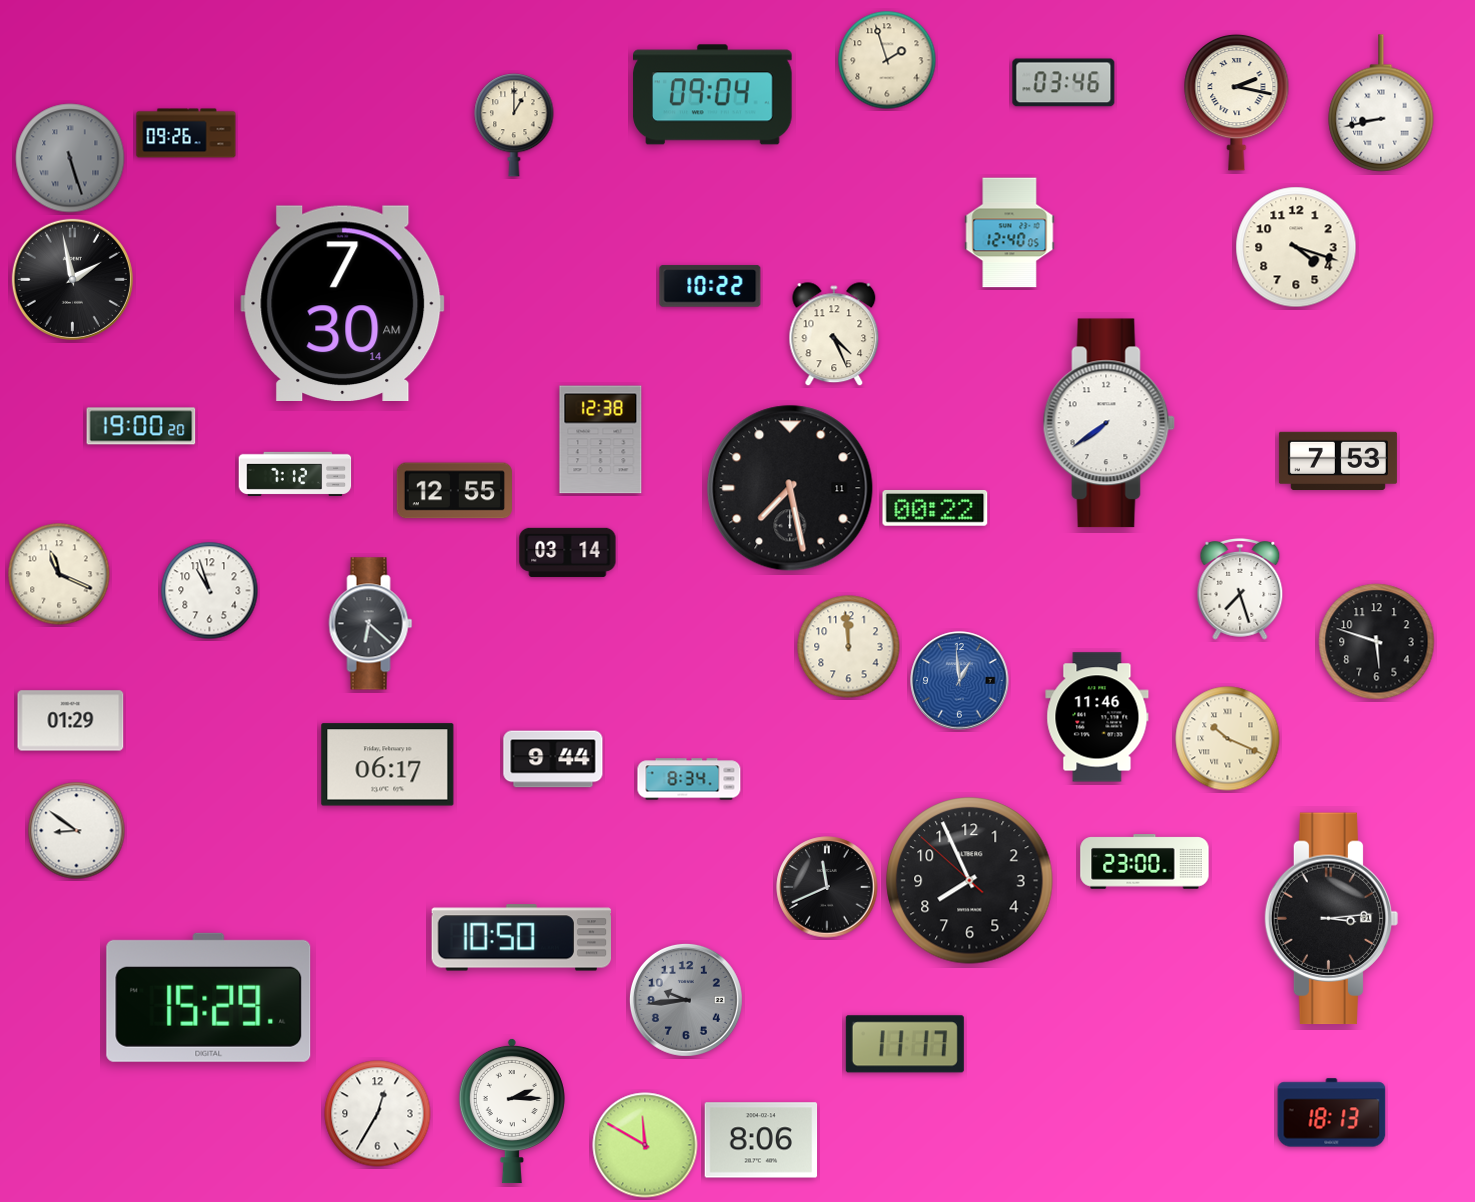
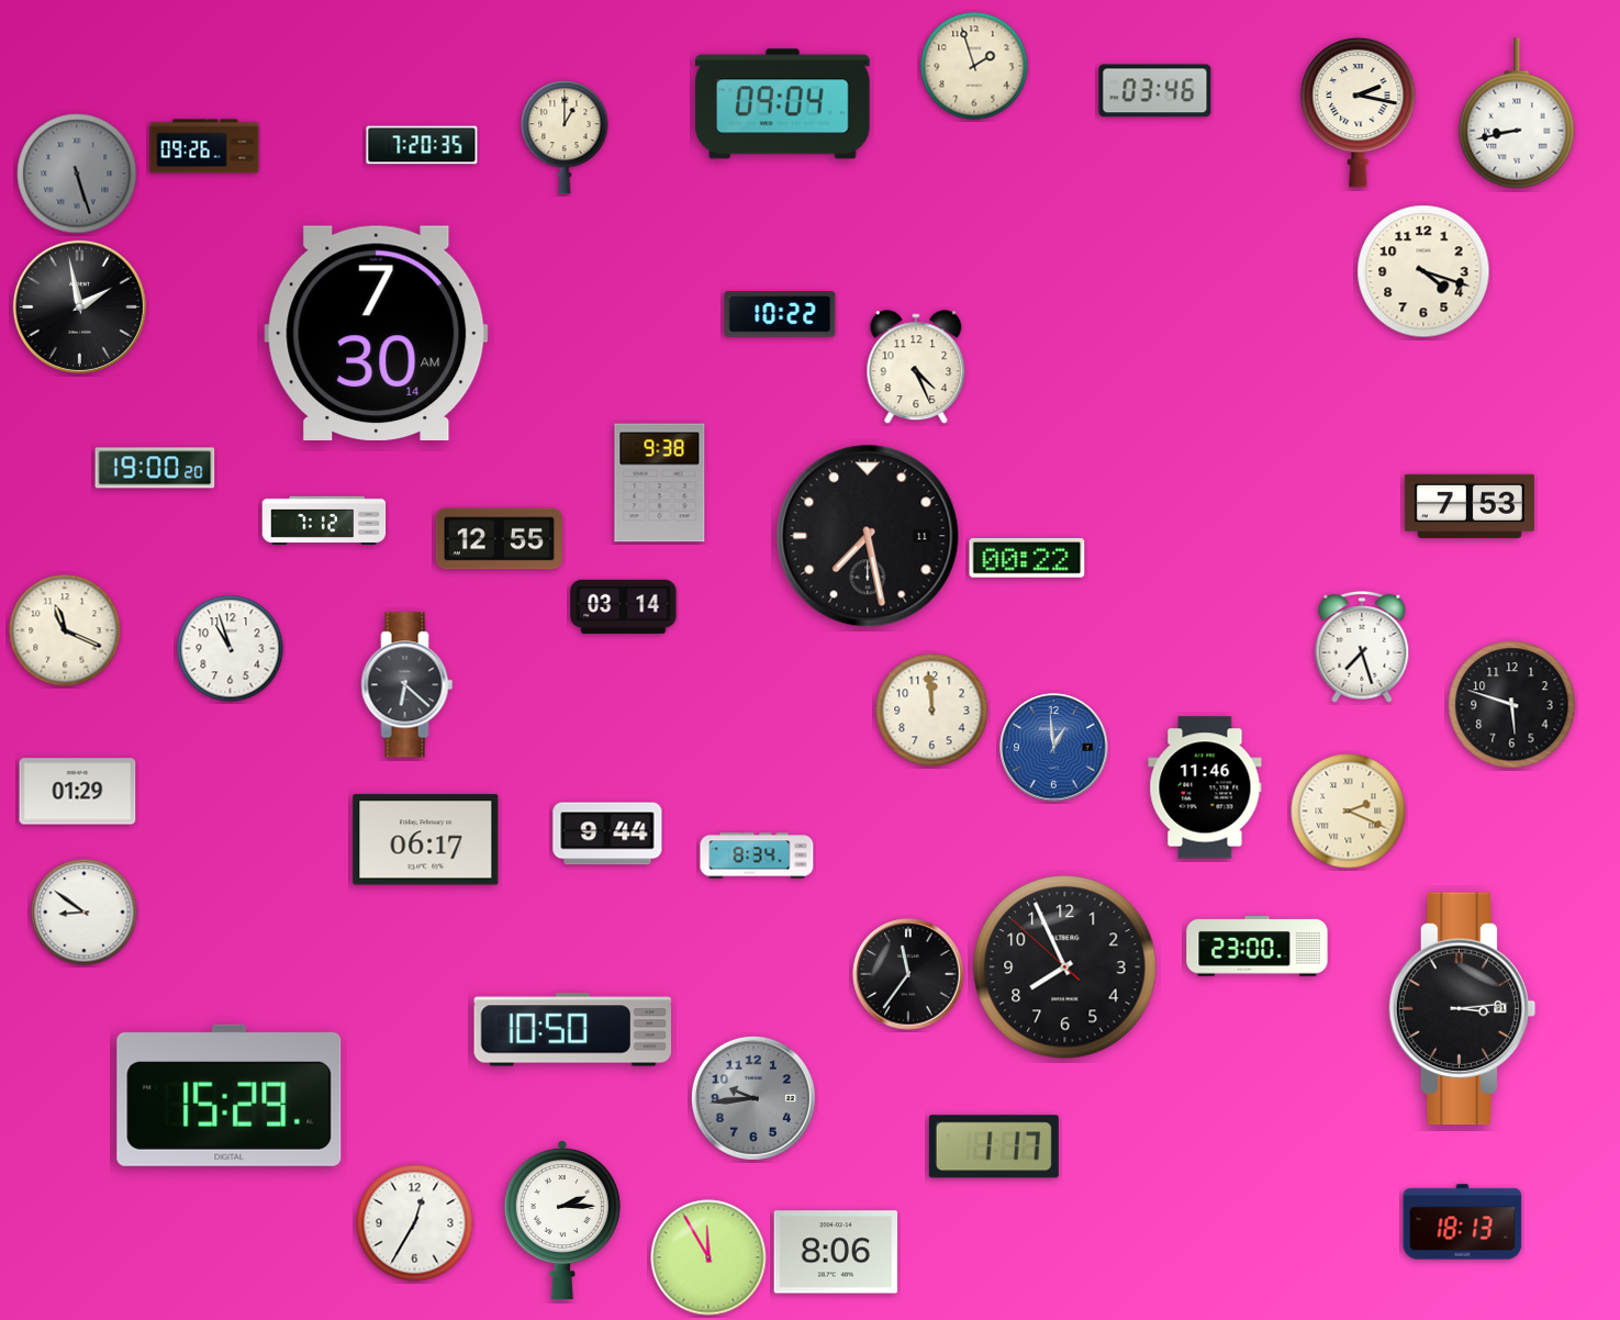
clock at (1064, 83) position: (1064, 83) -> (1155, 91)
clock at (422, 145): none -> 7:20
clock at (1010, 233): 12:40 -> none
clock at (1109, 423): 7:39 -> none
clock at (601, 440): 12:38 -> 9:38
clock at (1228, 739): 10:19 -> 2:19
clock at (827, 887): 11:41 -> 11:36
clock at (905, 1044): 11:17 -> 1:17
clock at (645, 1145): 11:50 -> 11:55
